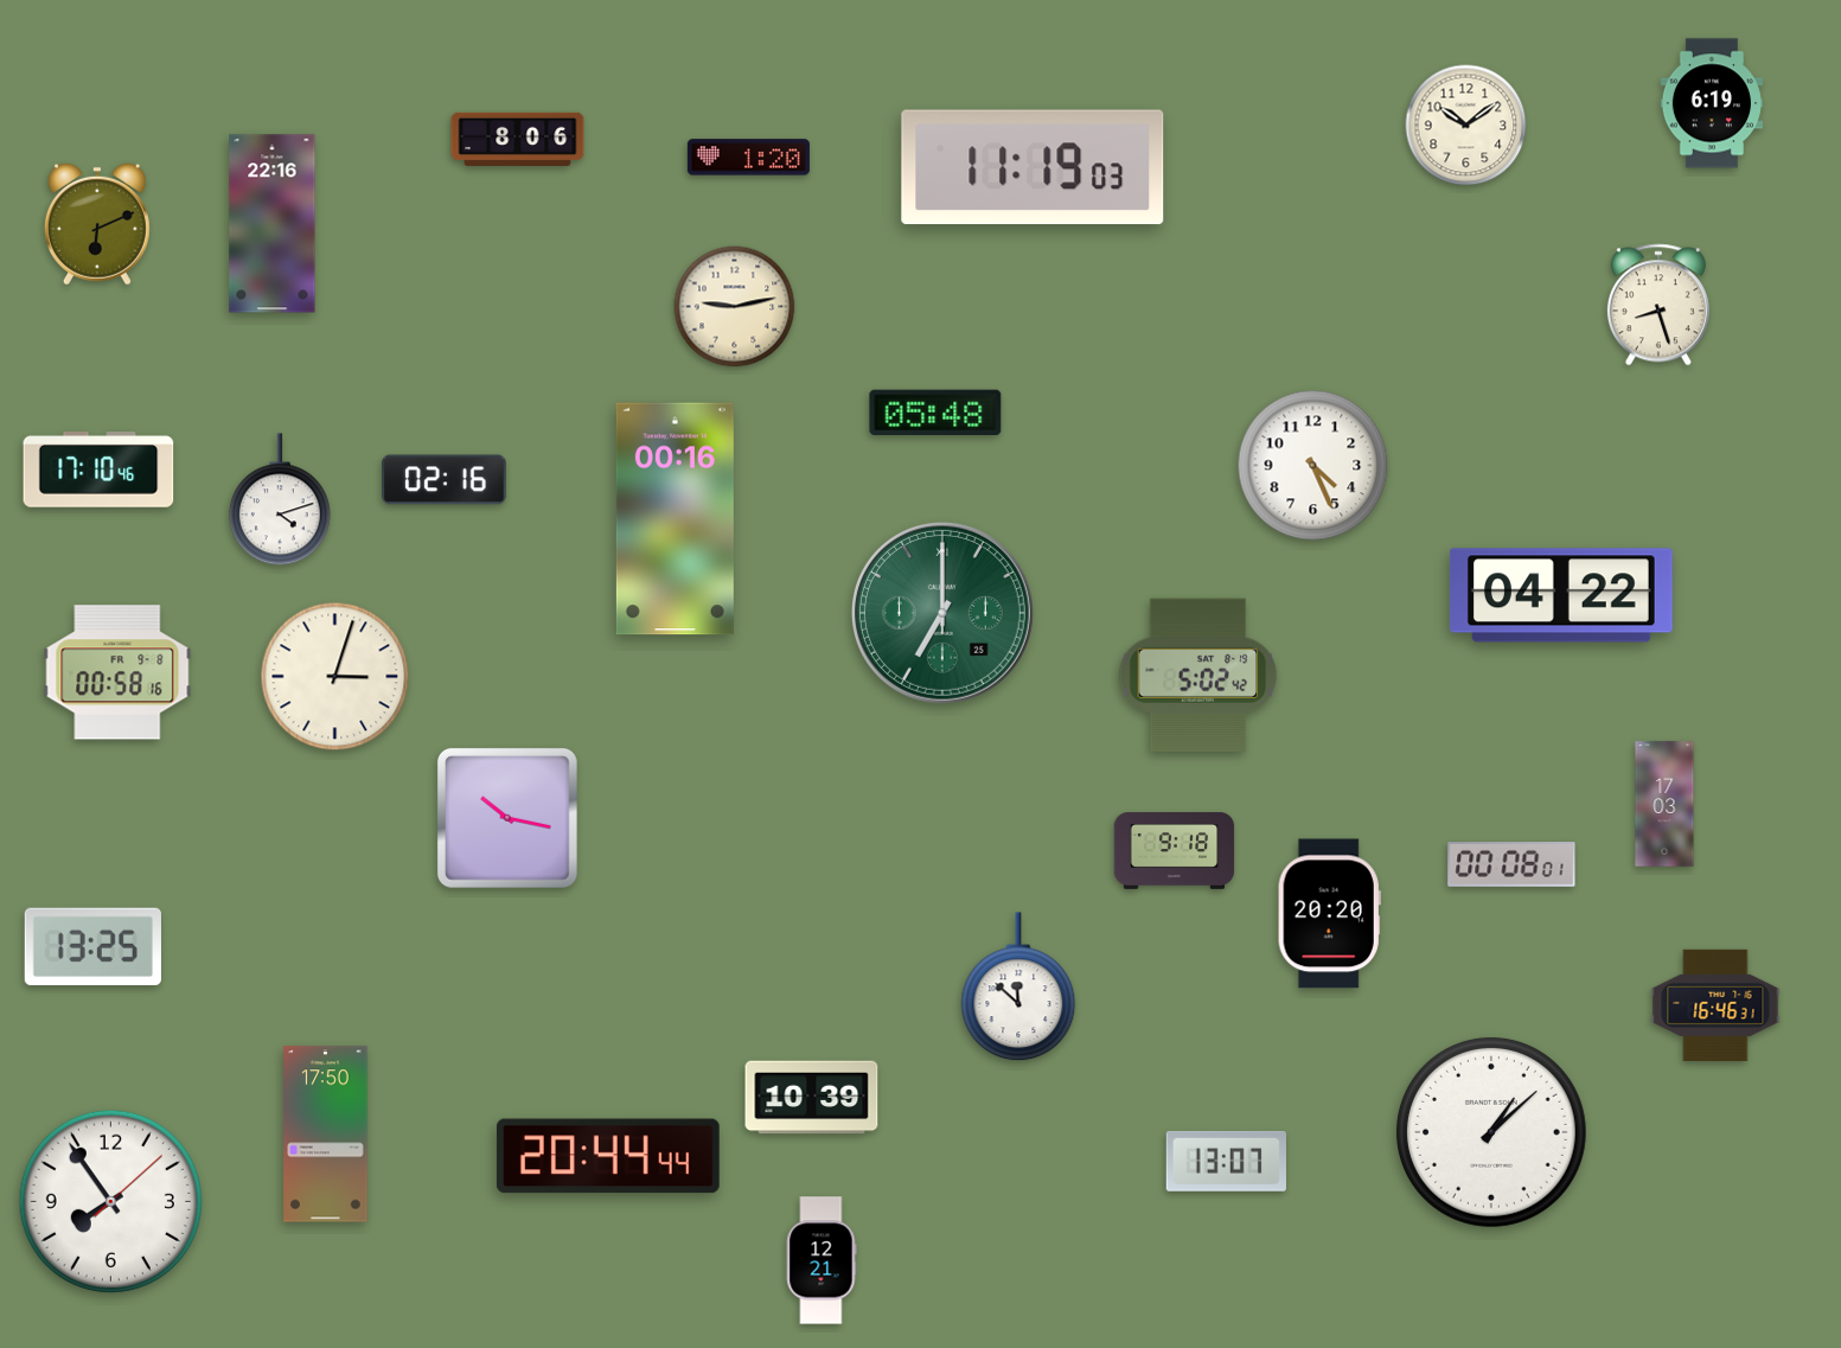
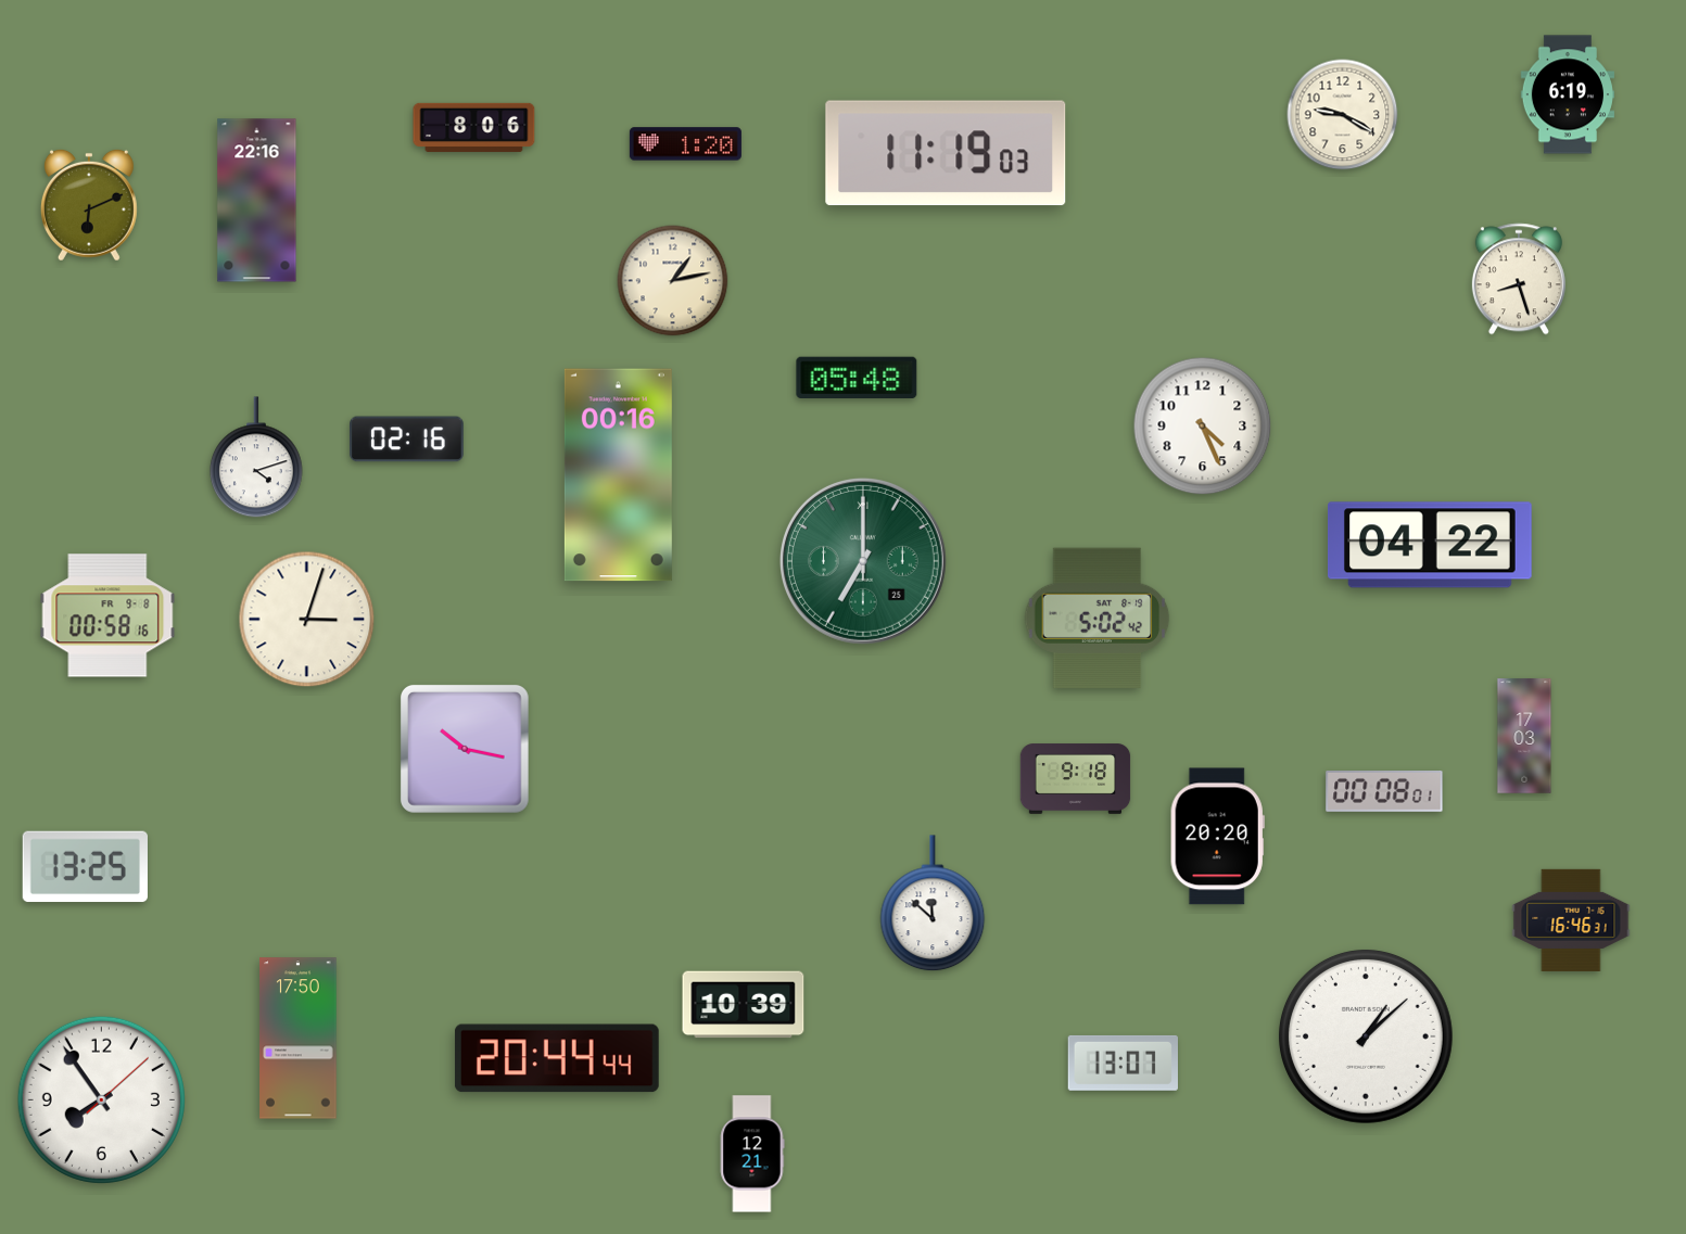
clock at (1466, 126): 10:09 -> 9:20
clock at (273, 224) position: (273, 224) -> (257, 201)
clock at (735, 307): 9:13 -> 1:13
clock at (98, 471): 17:10 -> none
